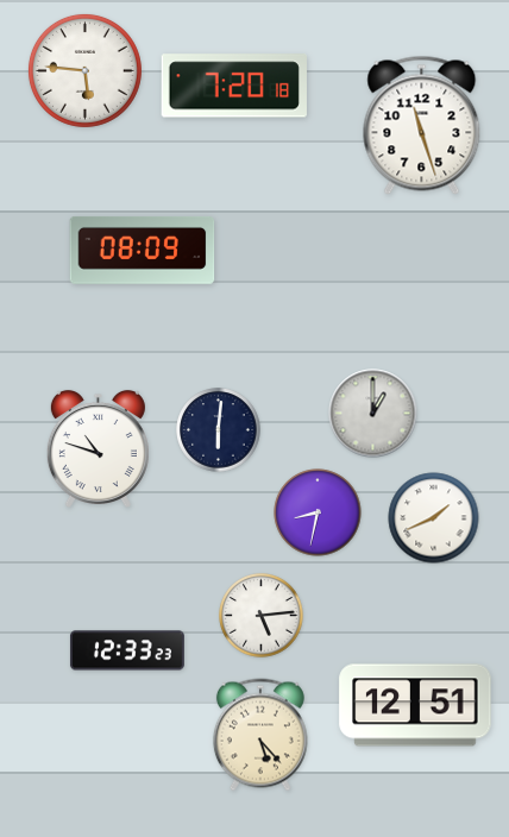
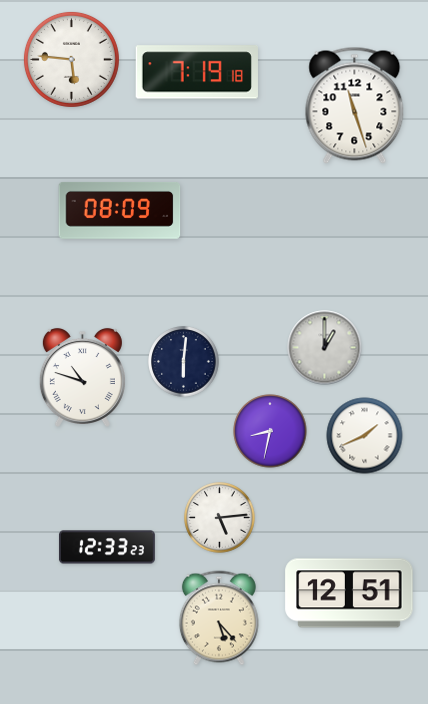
clock at (234, 86): 7:20 -> 7:19
clock at (373, 414) position: (373, 414) -> (325, 348)
clock at (318, 512) position: (318, 512) -> (270, 431)
